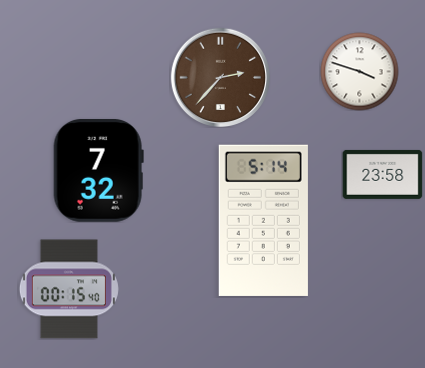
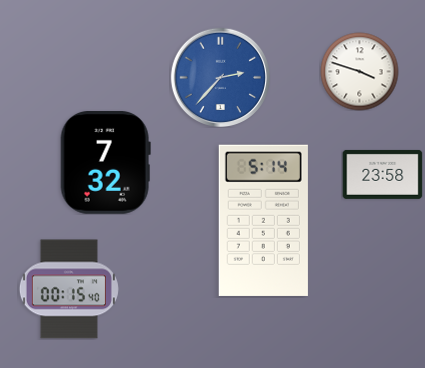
clock at (220, 77) dial: brown -> blue
clock at (98, 170) position: (98, 170) -> (105, 162)
